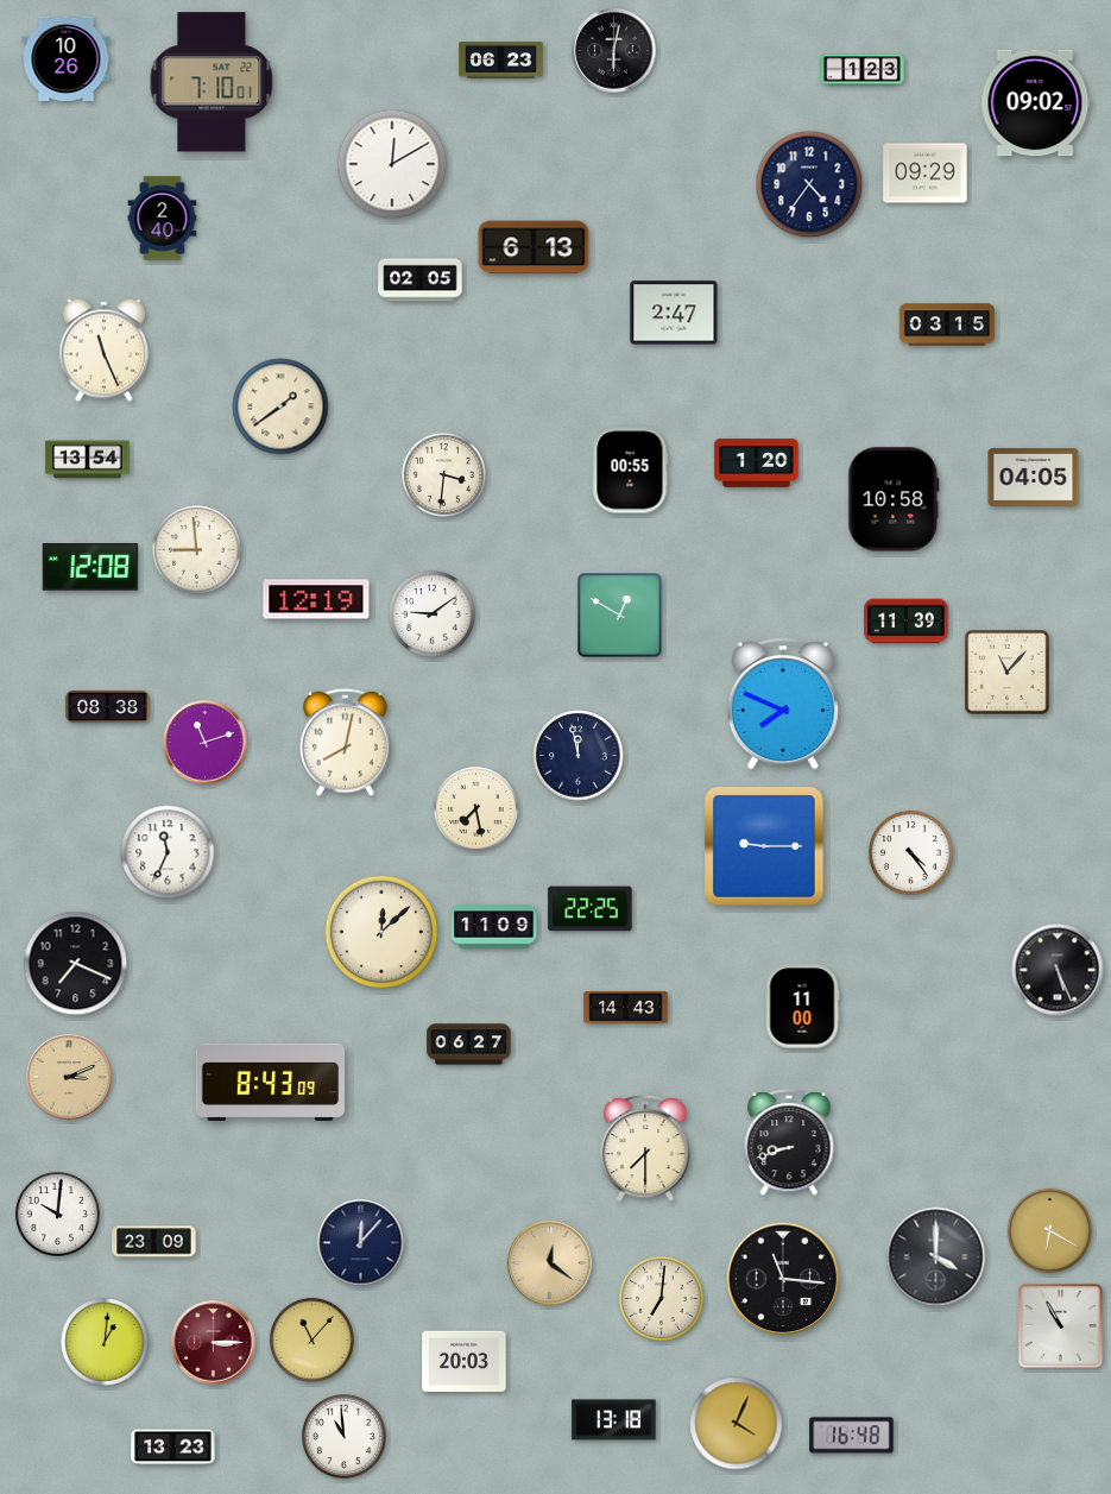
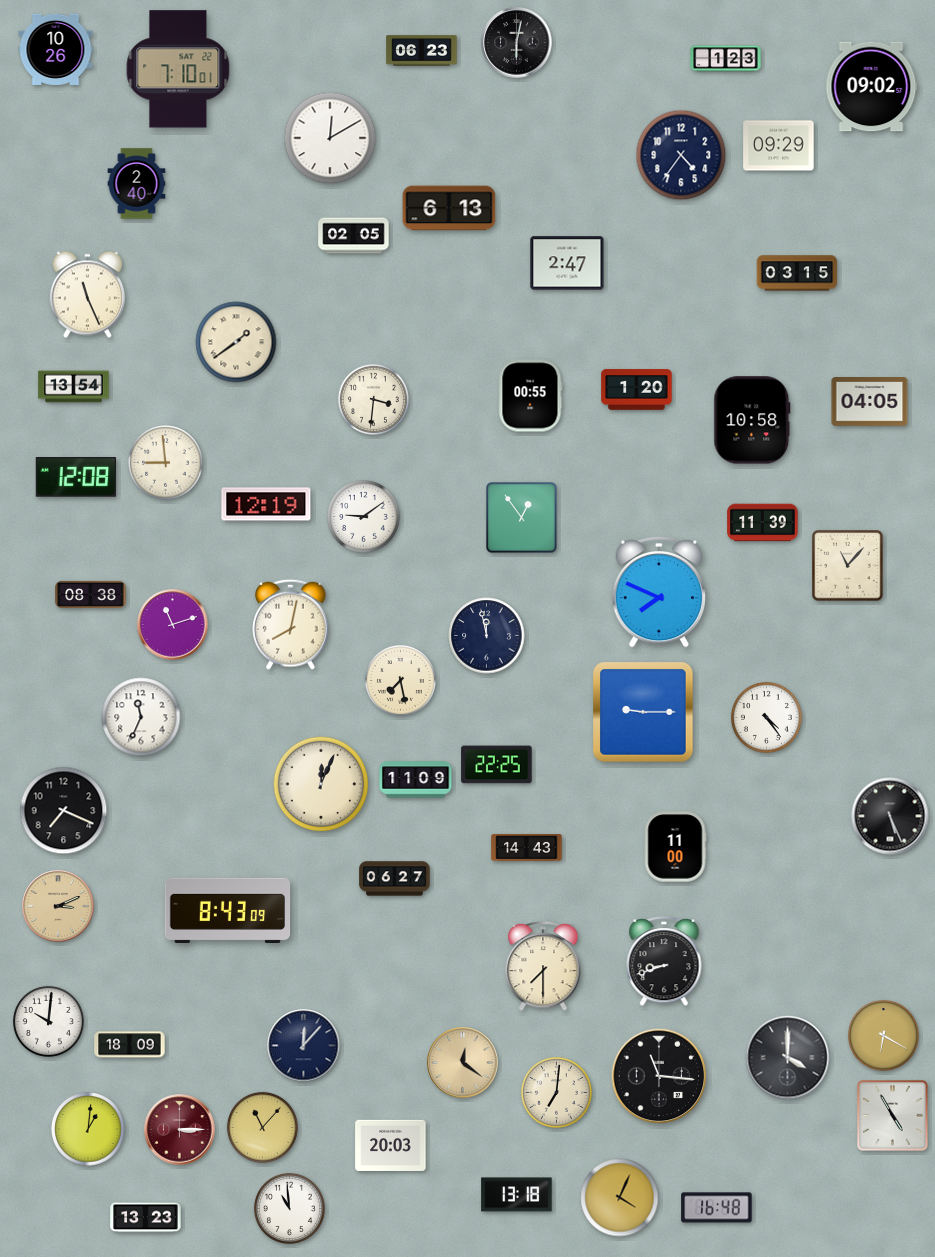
clock at (620, 616): 12:50 -> 12:54
clock at (381, 932): 12:08 -> 12:04
clock at (154, 1242): 23:09 -> 18:09
clock at (1061, 1326): 10:55 -> 4:55
